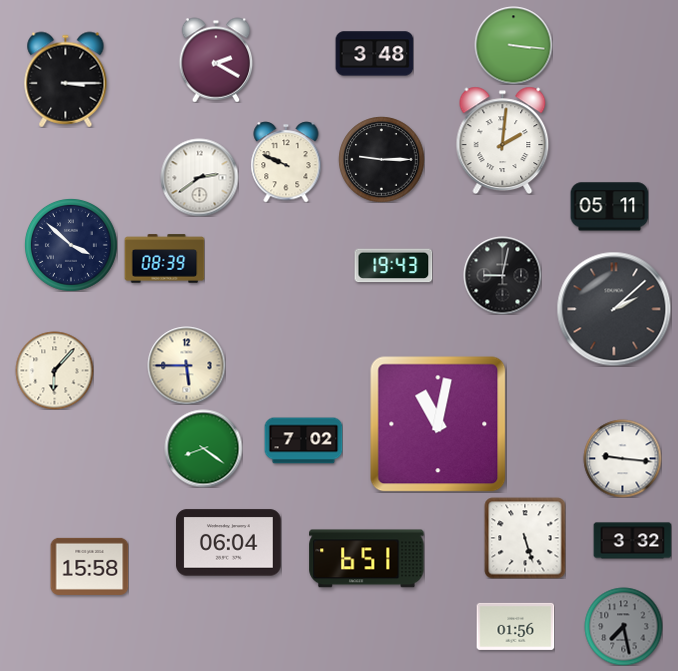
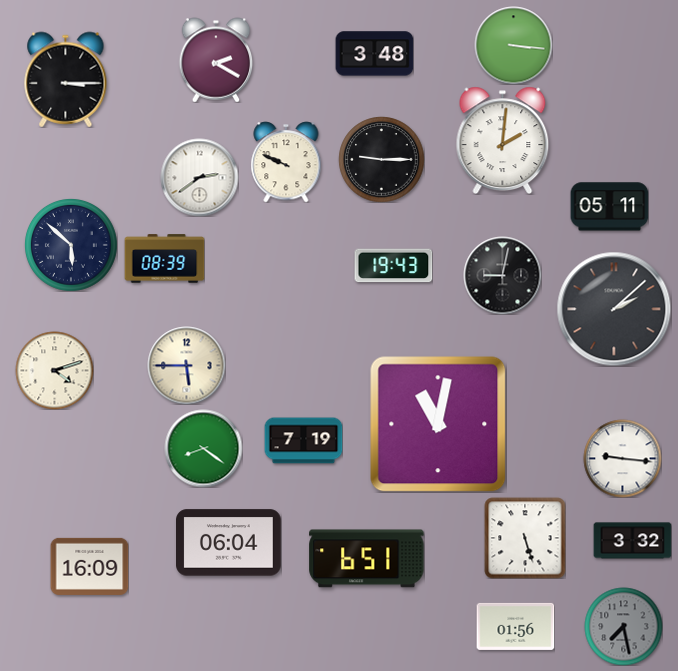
clock at (71, 245): 3:52 -> 5:52
clock at (54, 370): 6:07 -> 4:12
clock at (303, 441): 7:02 -> 7:19
clock at (89, 566): 15:58 -> 16:09
